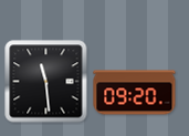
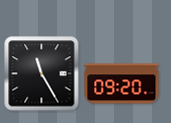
clock at (46, 82): 11:29 -> 11:25
